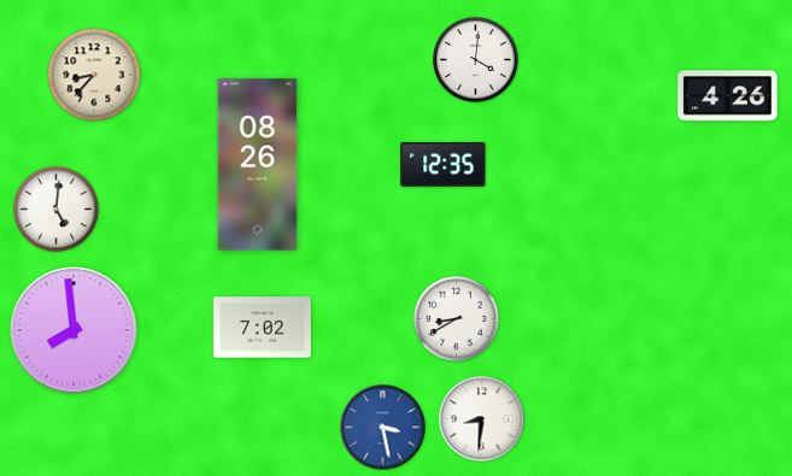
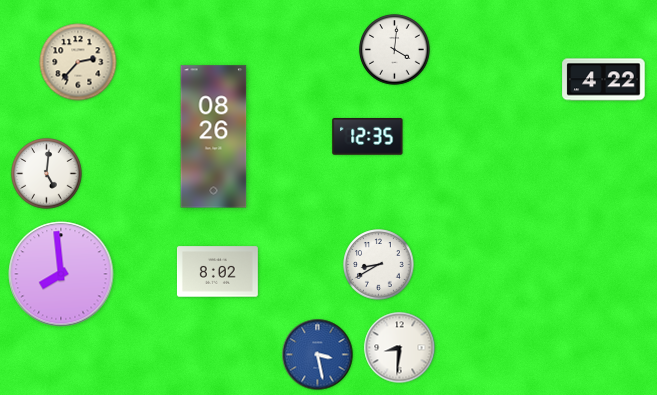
clock at (94, 75): 8:37 -> 2:37
clock at (728, 96): 4:26 -> 4:22
clock at (262, 328): 7:02 -> 8:02
